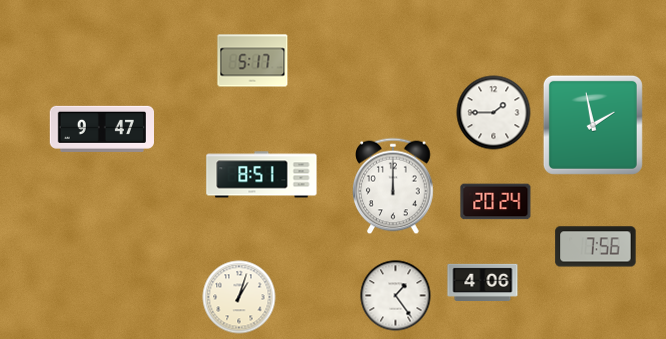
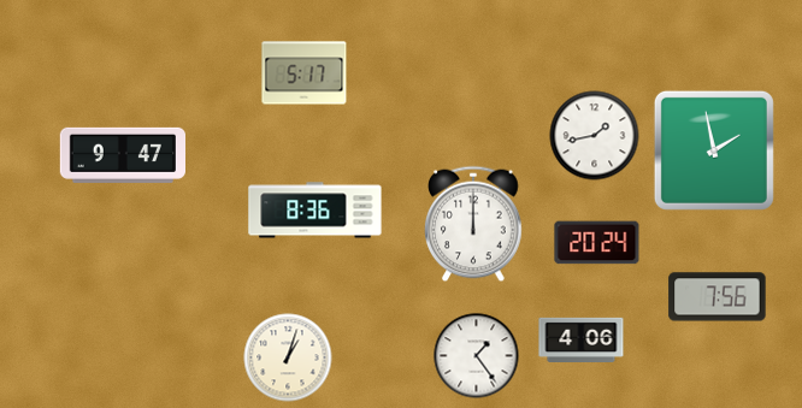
clock at (494, 113): 1:45 -> 1:43
clock at (262, 175): 8:51 -> 8:36
